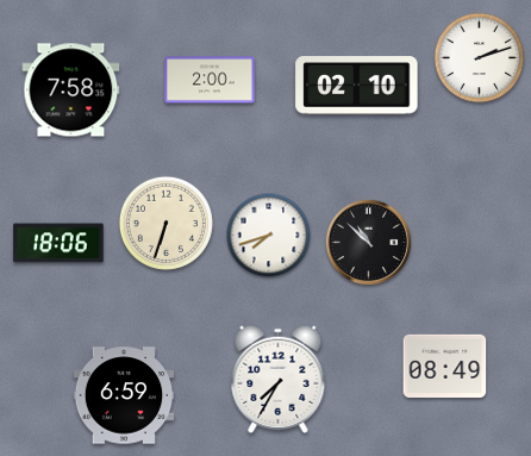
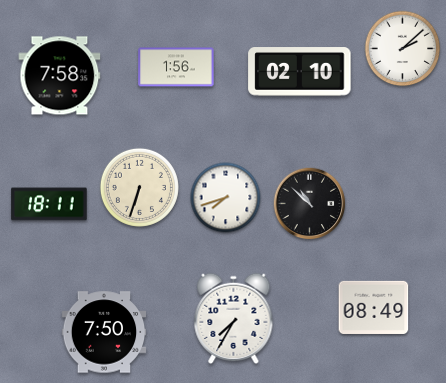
clock at (480, 58): 2:12 -> 2:08
clock at (210, 80): 2:00 -> 1:56
clock at (58, 243): 18:06 -> 18:11
clock at (124, 395): 6:59 -> 7:50
